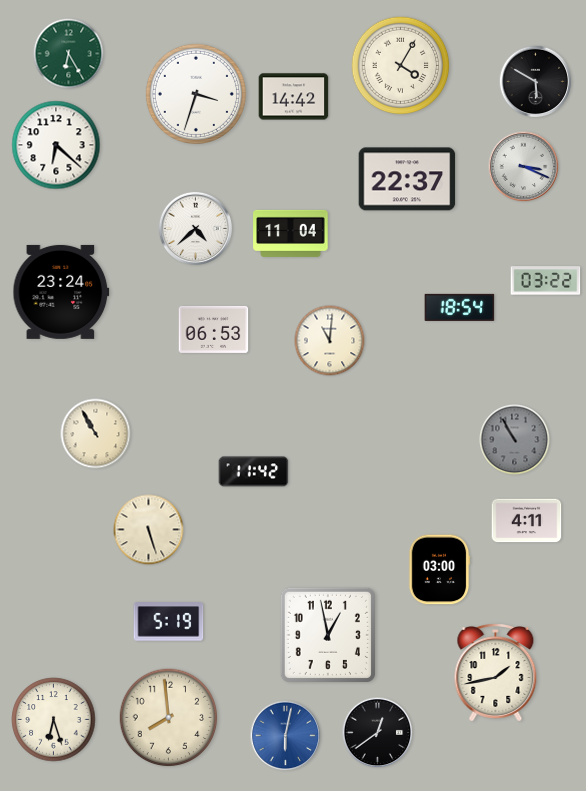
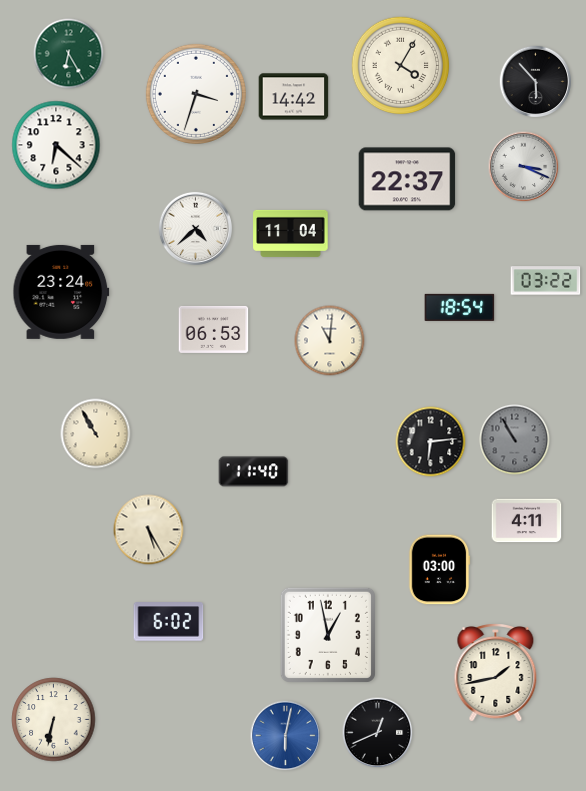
clock at (536, 82): 5:50 -> 5:53
clock at (431, 442): none -> 6:14
clock at (254, 472): 11:42 -> 11:40
clock at (149, 530): 5:27 -> 5:25
clock at (169, 622): 5:19 -> 6:02
clock at (169, 718): 7:59 -> none
clock at (54, 720): 6:27 -> 6:32
clock at (378, 733): 12:39 -> 12:41
